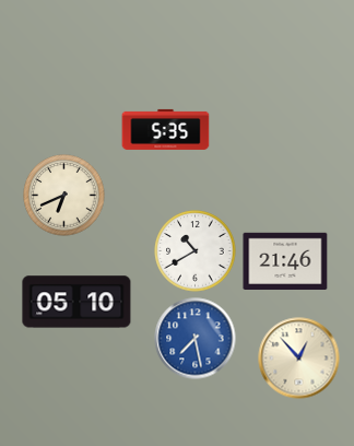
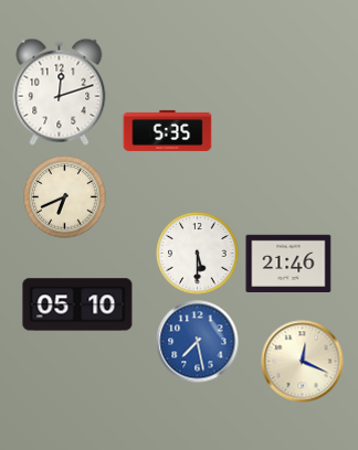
clock at (60, 92): none -> 12:12
clock at (196, 251): 10:40 -> 5:30
clock at (299, 359): 12:53 -> 12:19
